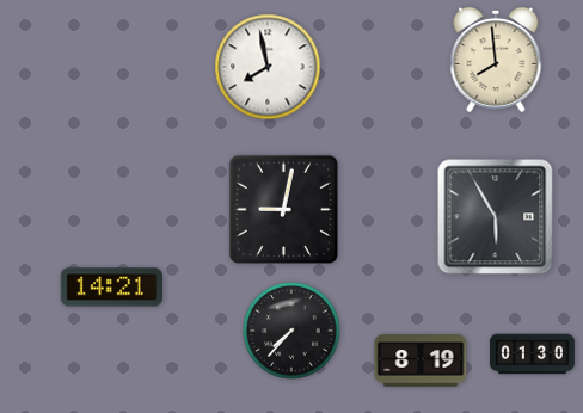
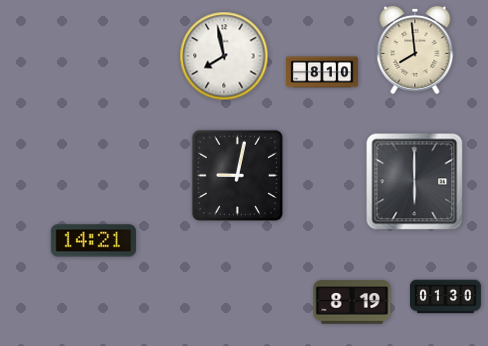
clock at (323, 72): none -> 8:10
clock at (496, 217): 5:55 -> 6:00
clock at (291, 331): 7:37 -> none
